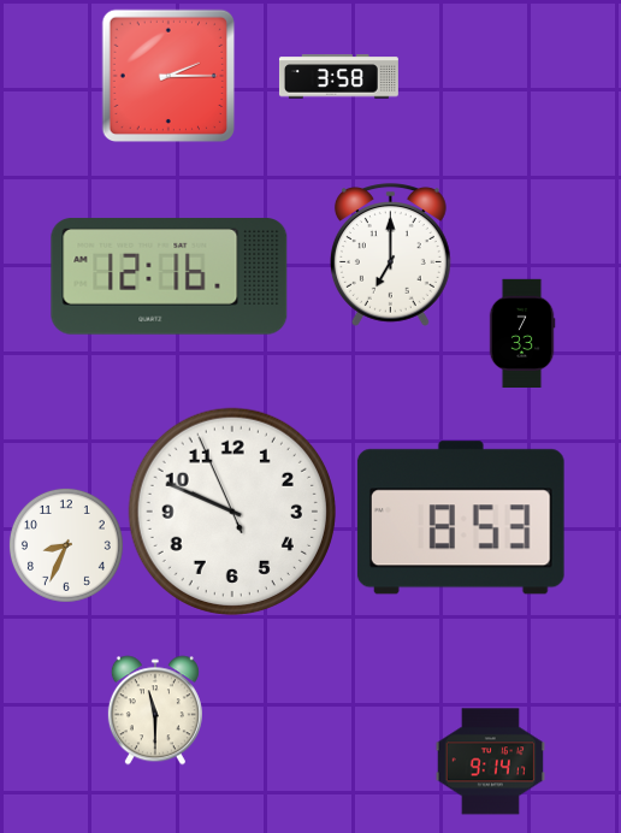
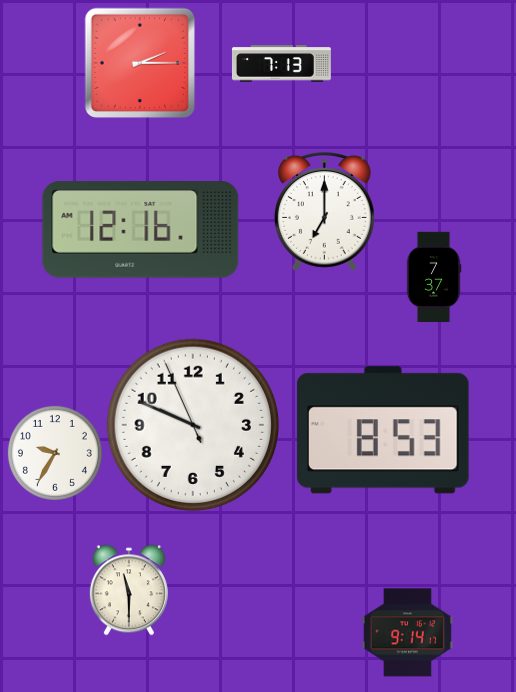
clock at (338, 77): 3:58 -> 7:13
clock at (522, 332): 7:33 -> 7:37
clock at (66, 545): 8:34 -> 9:35
